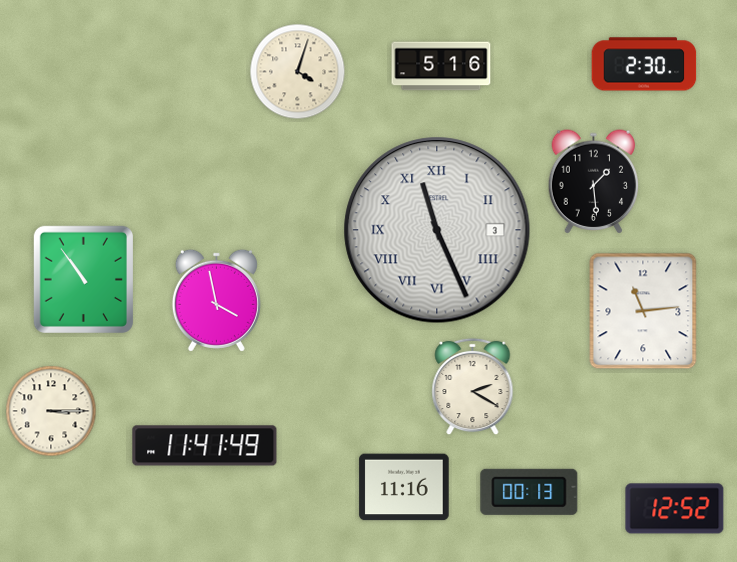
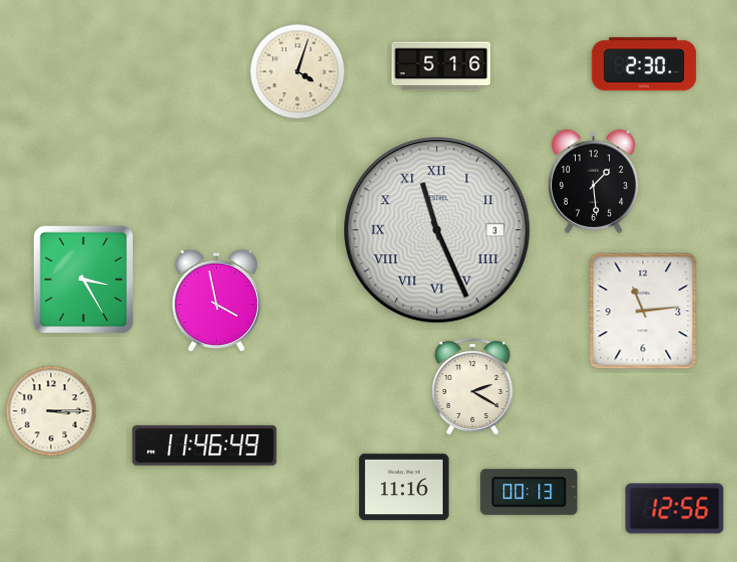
clock at (83, 279): 10:54 -> 3:25
clock at (205, 446): 11:41 -> 11:46
clock at (675, 509): 12:52 -> 12:56
